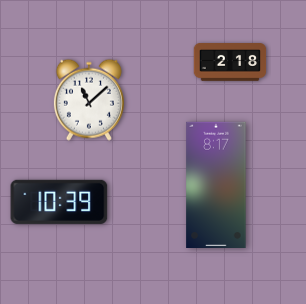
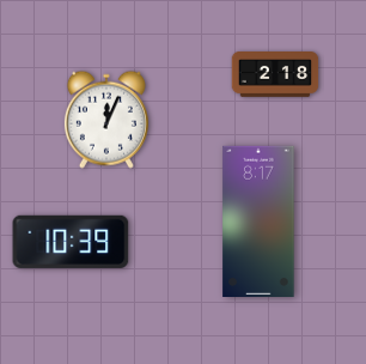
clock at (89, 100): 11:08 -> 12:04
